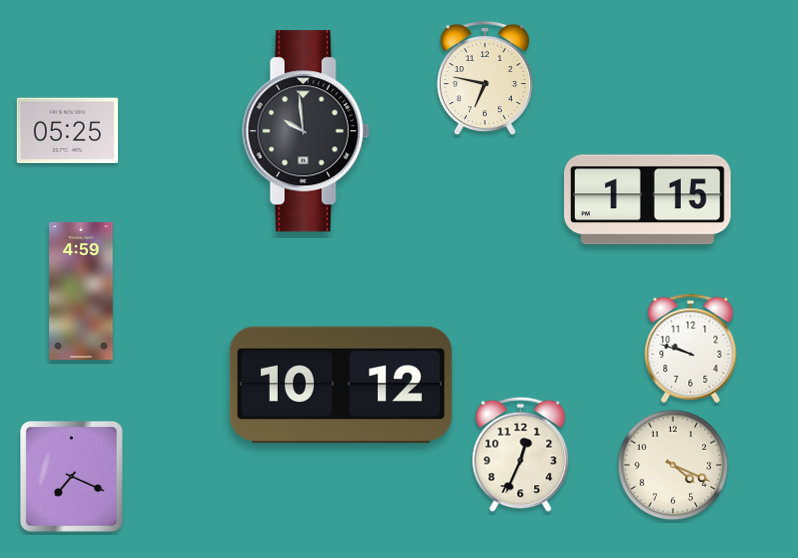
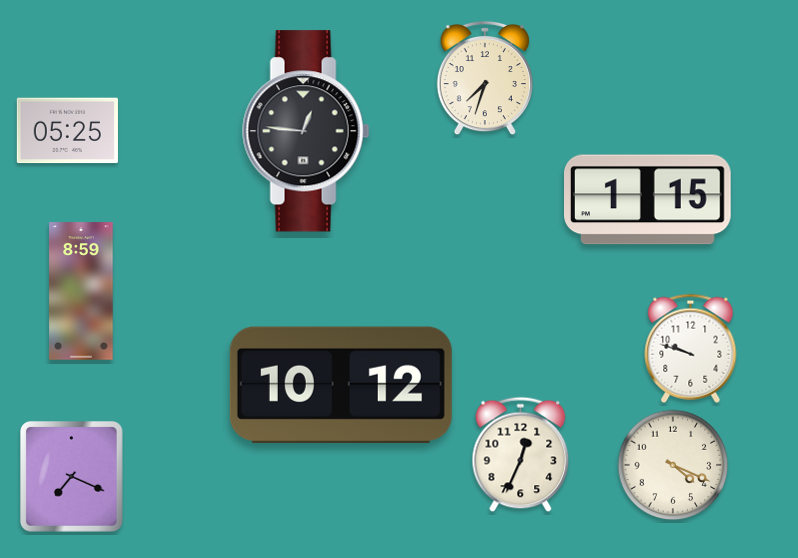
clock at (485, 78): 6:47 -> 7:33
clock at (306, 131): 9:59 -> 12:46
clock at (81, 291): 4:59 -> 8:59
